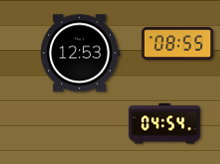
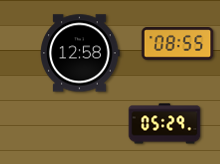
clock at (80, 53): 12:53 -> 12:58
clock at (165, 124): 04:54 -> 05:29
